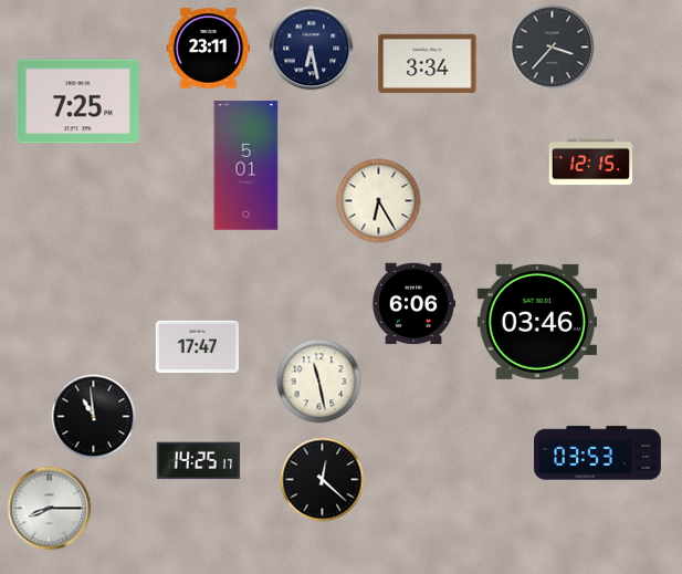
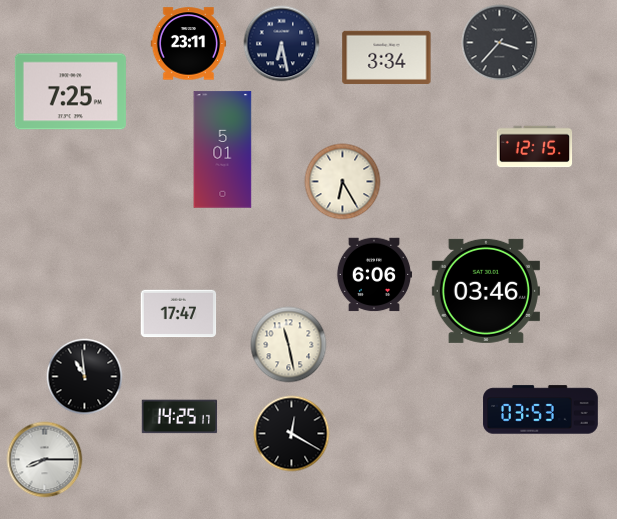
clock at (323, 480): 12:22 -> 12:20
